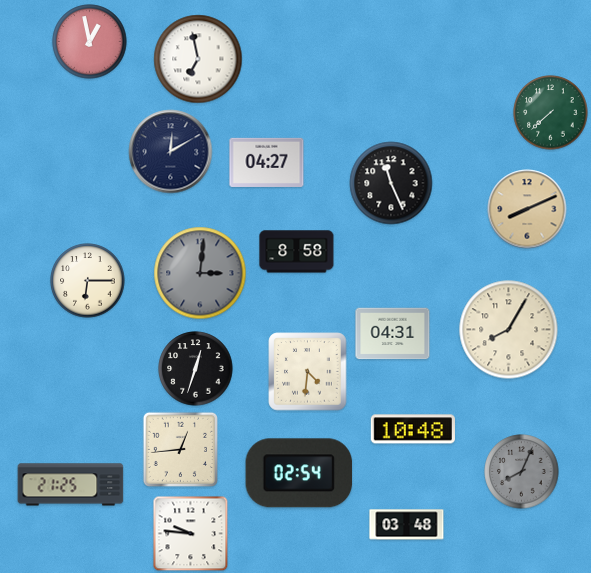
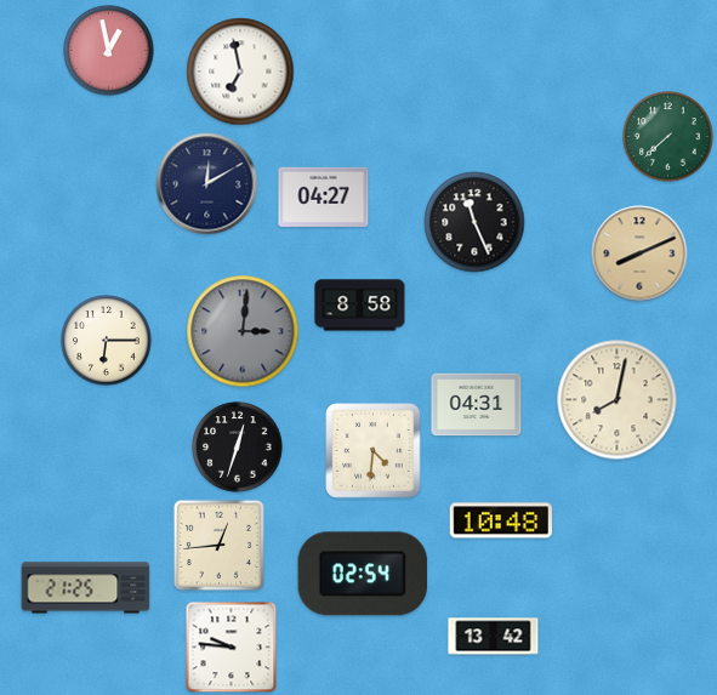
clock at (509, 330): 8:05 -> 8:02
clock at (522, 472): 8:04 -> none
clock at (407, 525): 03:48 -> 13:42
